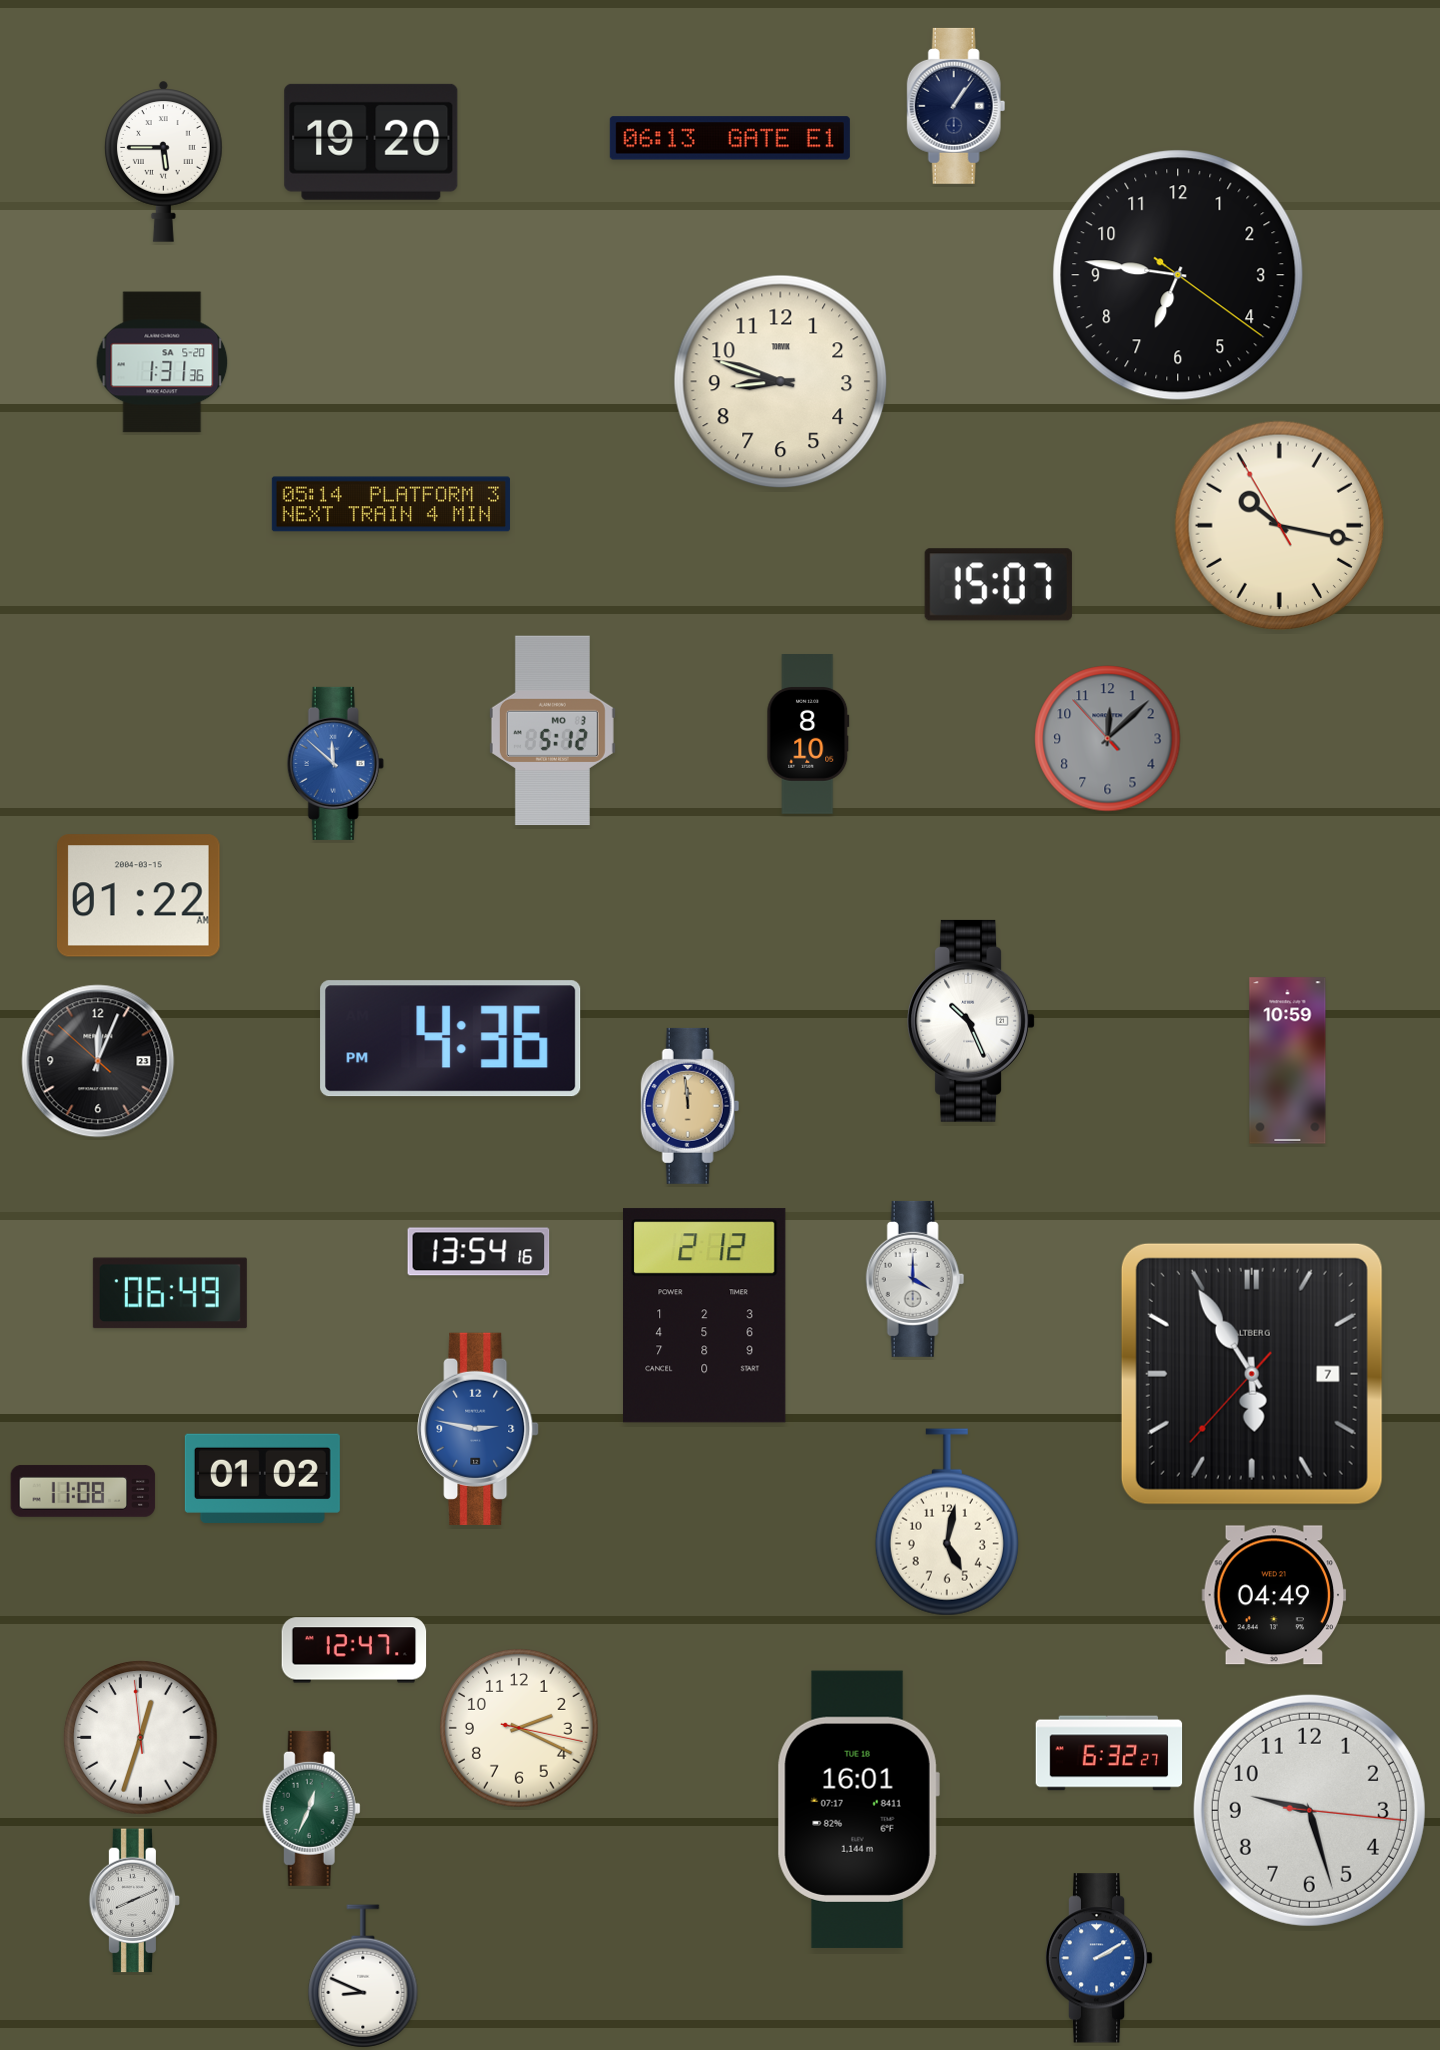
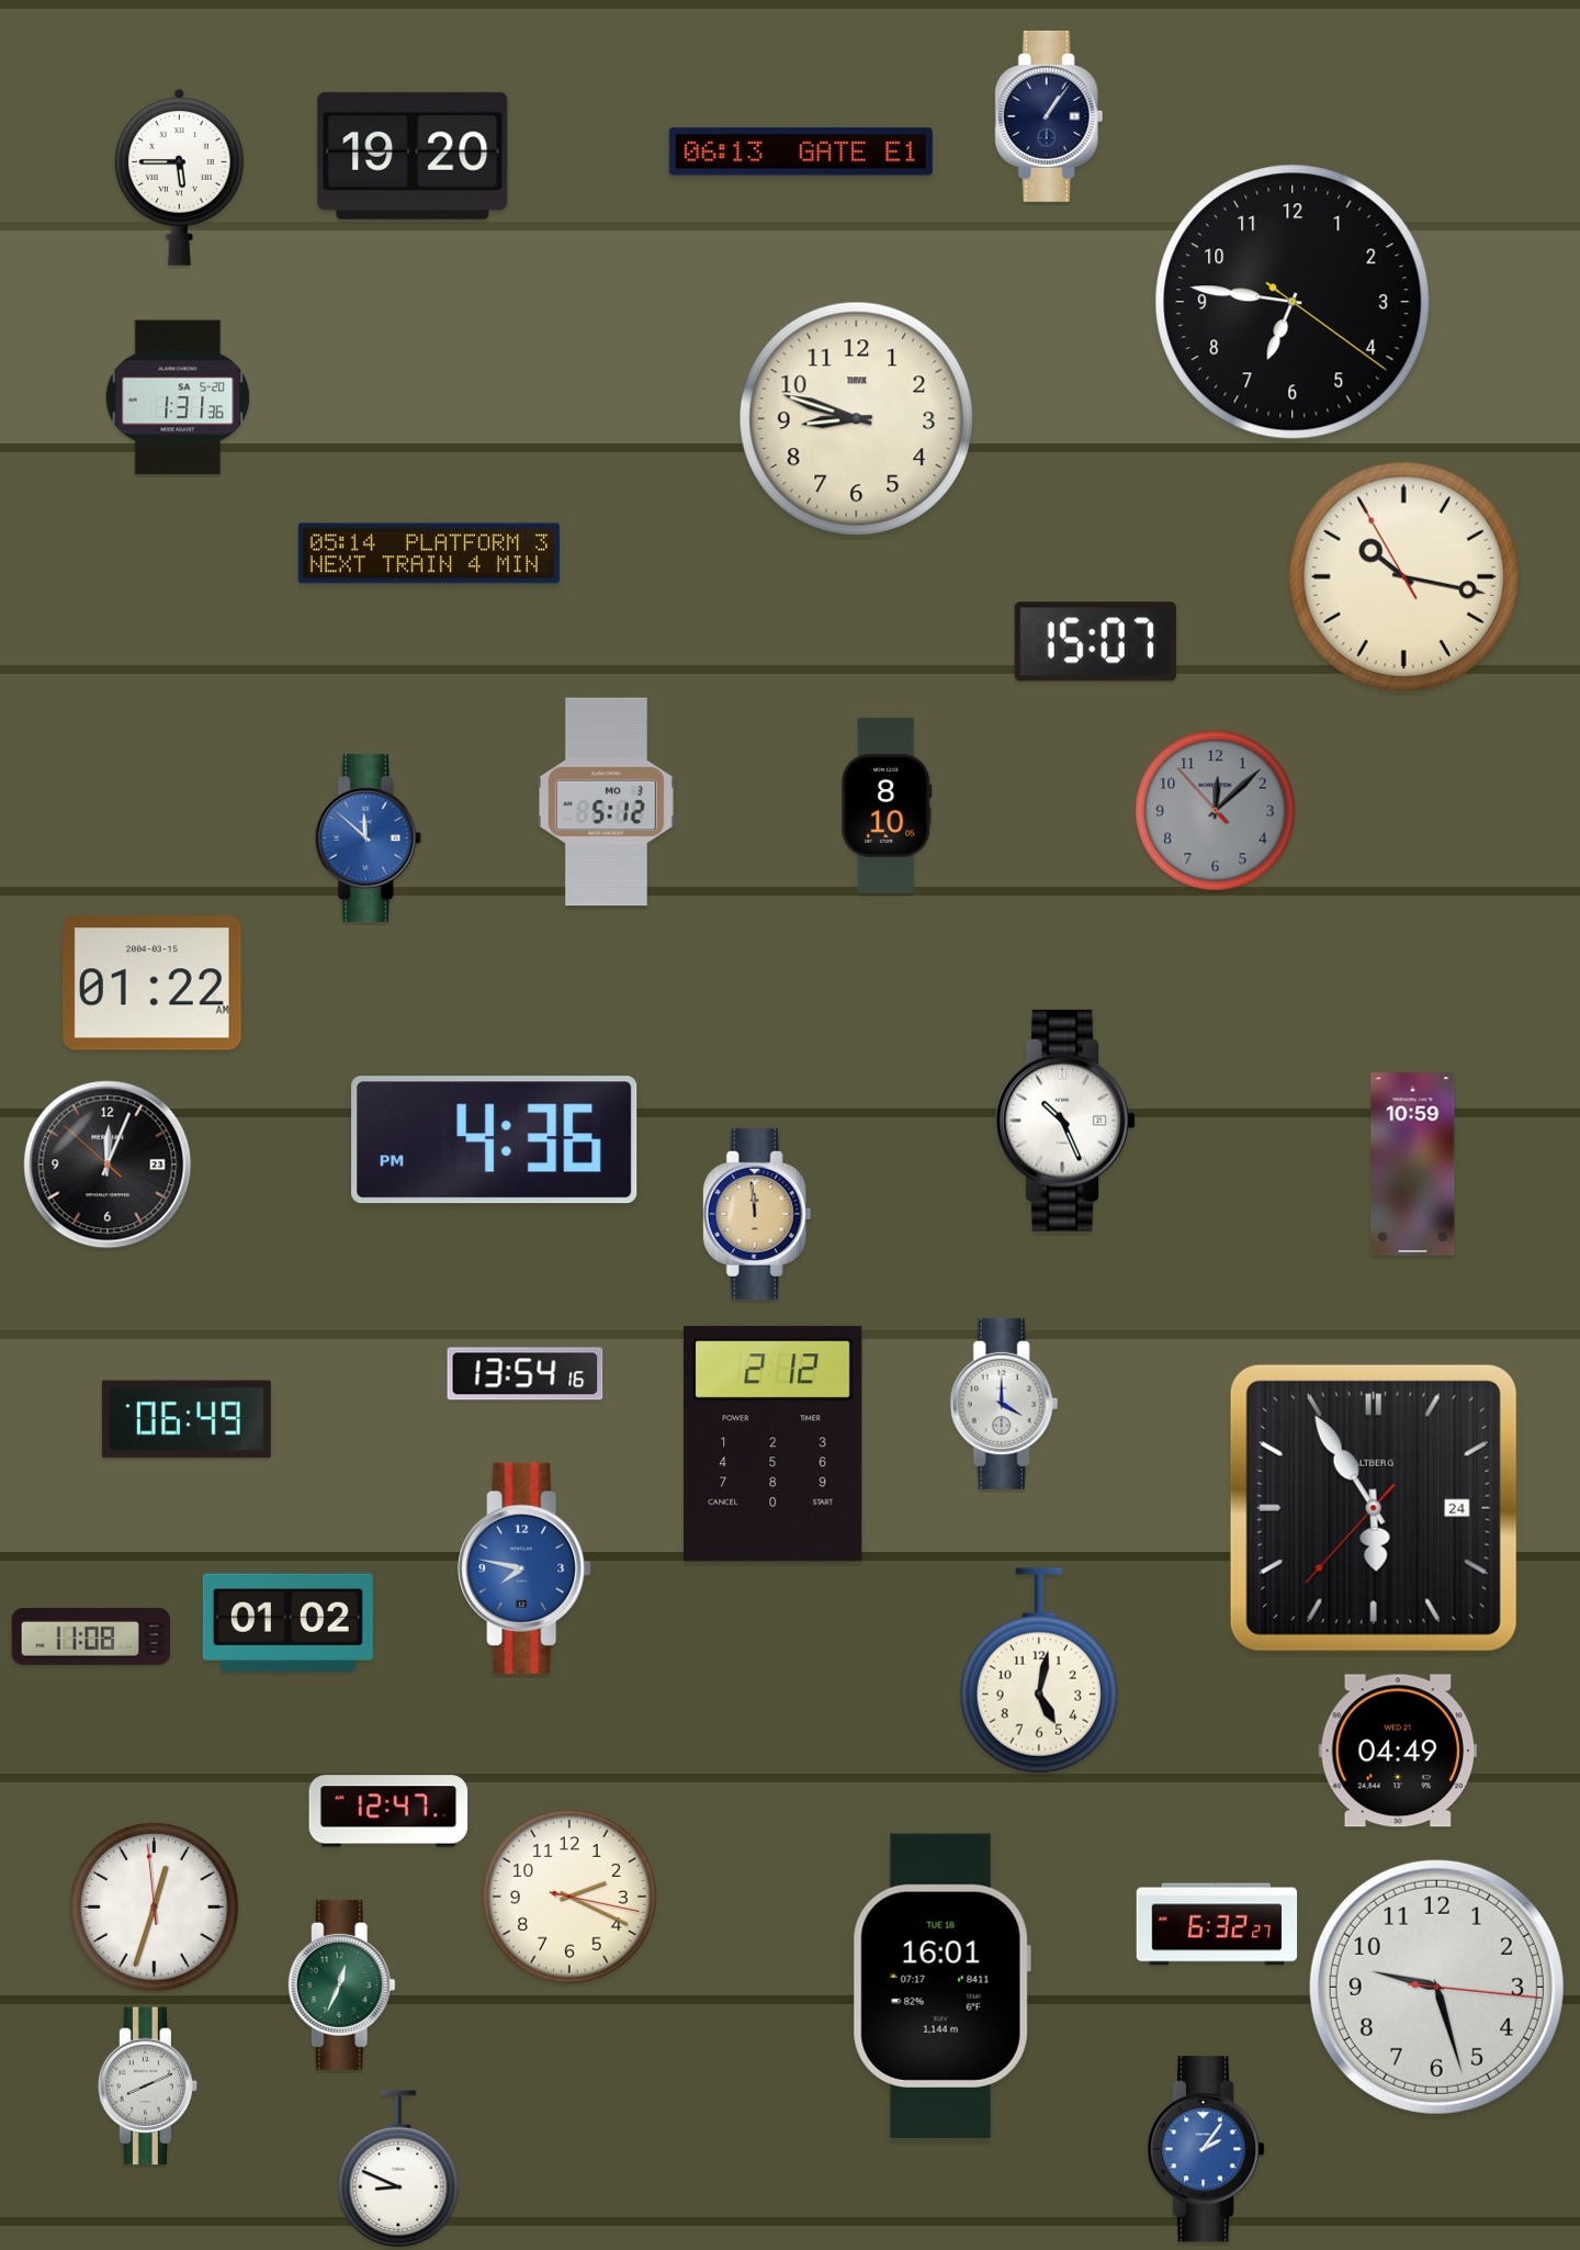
clock at (371, 142) position: (371, 142) -> (413, 156)
clock at (1252, 1374) date: 7 -> 24
clock at (478, 1429): 2:47 -> 7:47
clock at (1099, 1958): 2:10 -> 2:06
